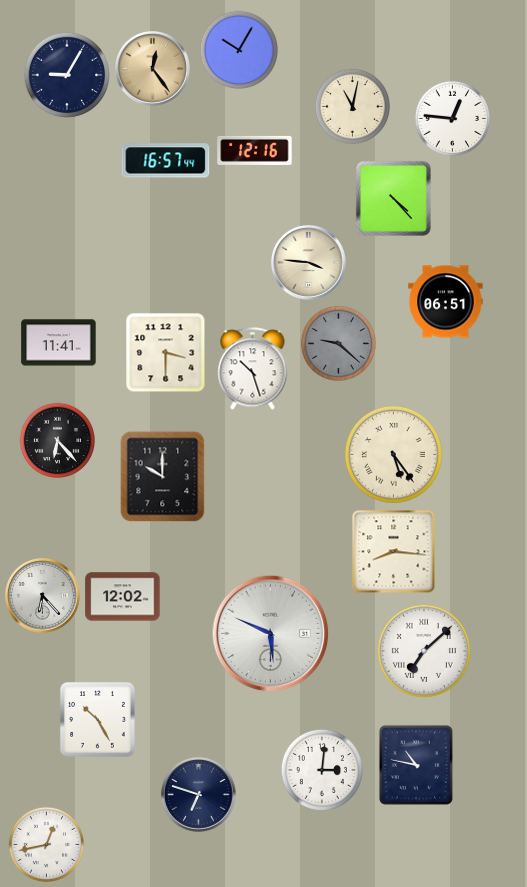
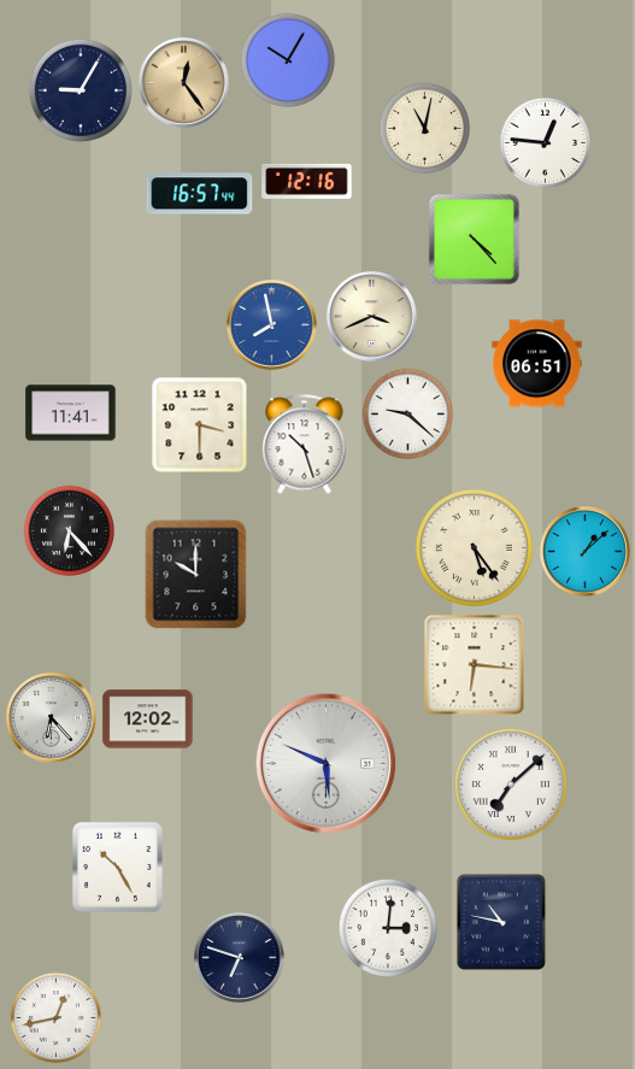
clock at (309, 263): 3:46 -> 3:41
clock at (272, 325): none -> 7:58
clock at (338, 343) dial: grey -> white
clock at (586, 552): none -> 1:08
clock at (394, 552): 8:16 -> 6:16
